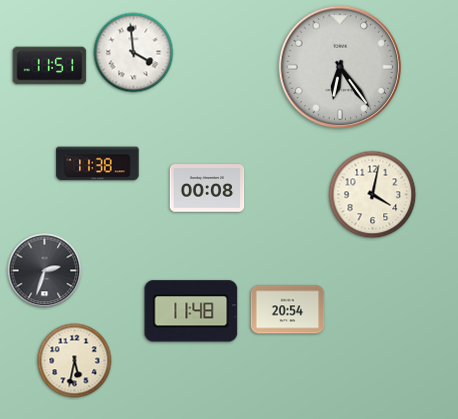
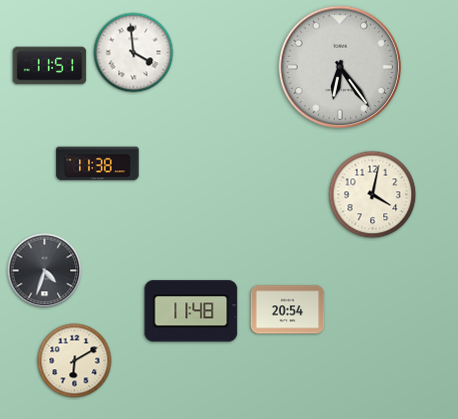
clock at (207, 188): 00:08 -> none
clock at (45, 271): 2:33 -> 4:33
clock at (75, 361): 5:32 -> 6:10
